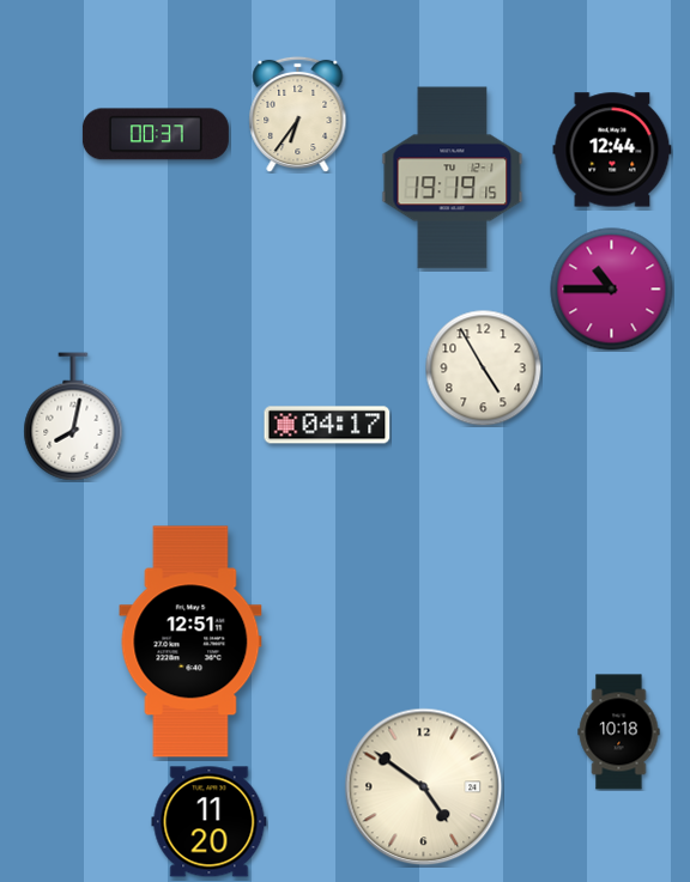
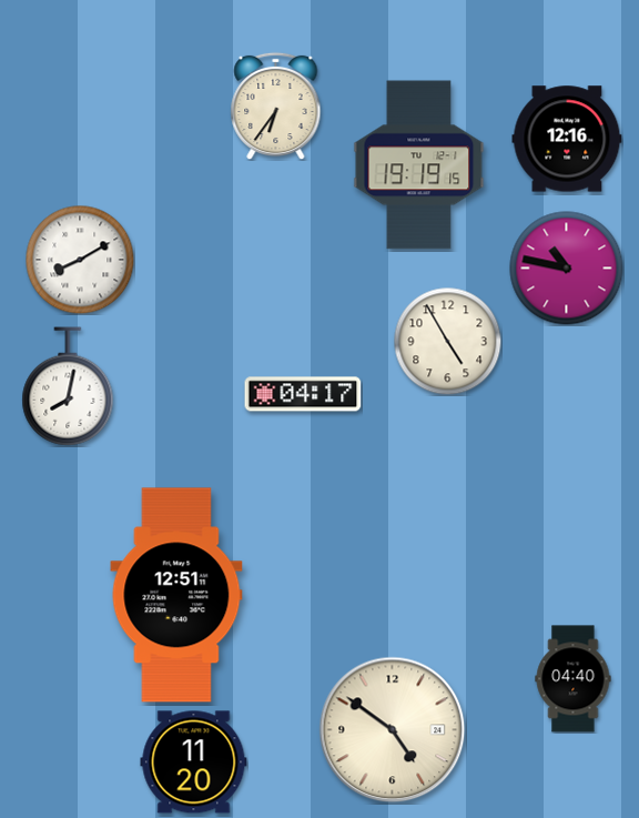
clock at (156, 134): 00:37 -> none
clock at (612, 150): 12:44 -> 12:16
clock at (80, 260): none -> 8:10
clock at (612, 290): 10:45 -> 10:47
clock at (619, 732): 10:18 -> 04:40
